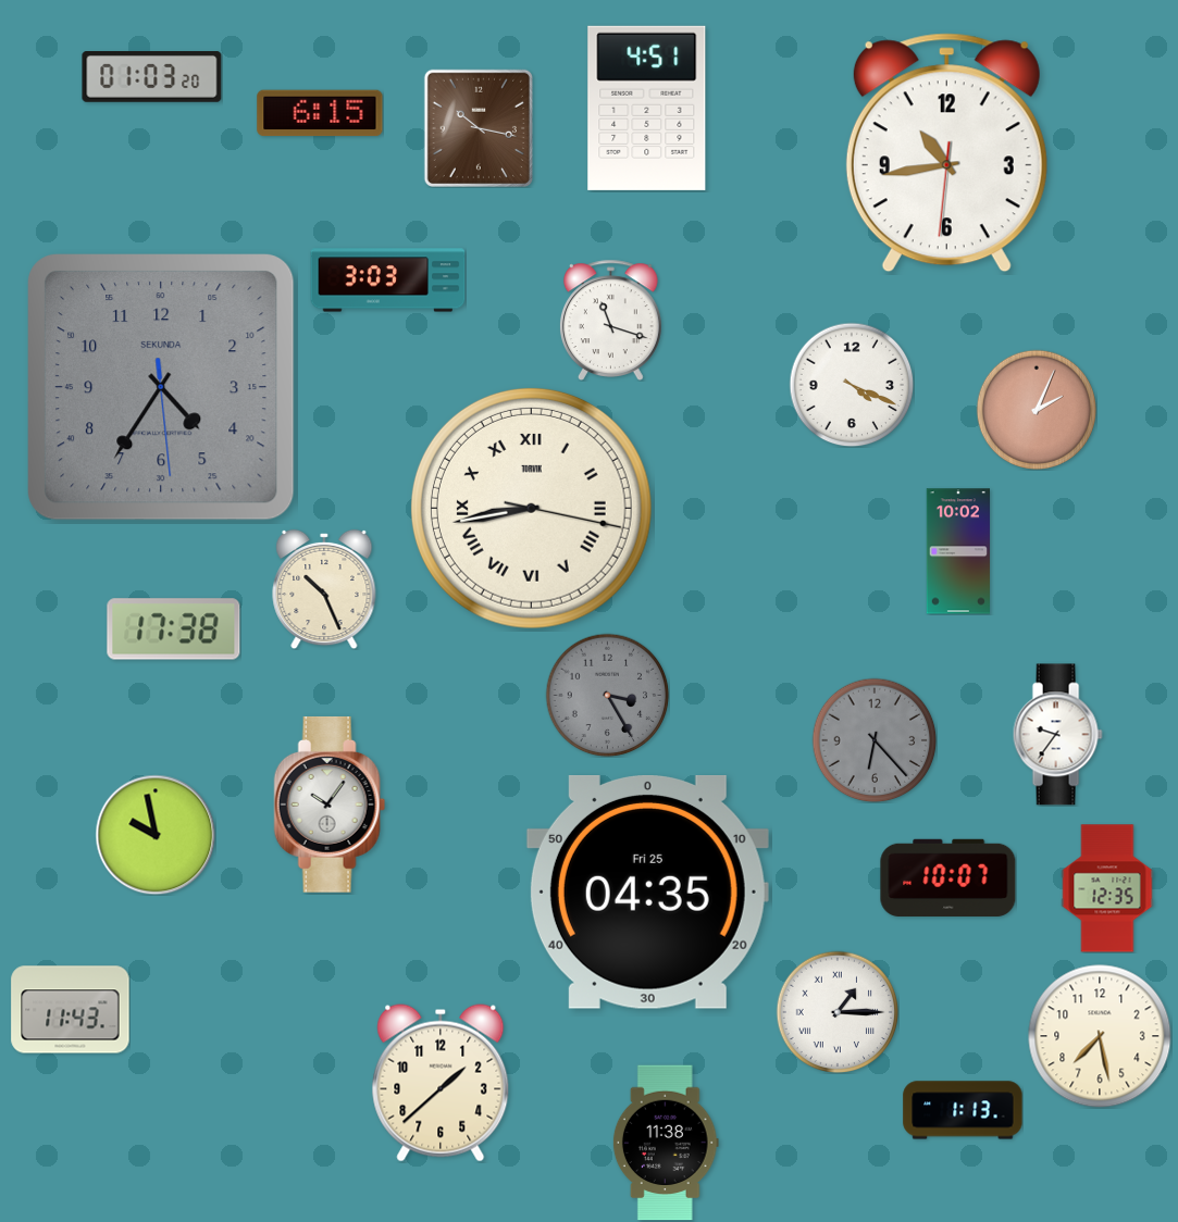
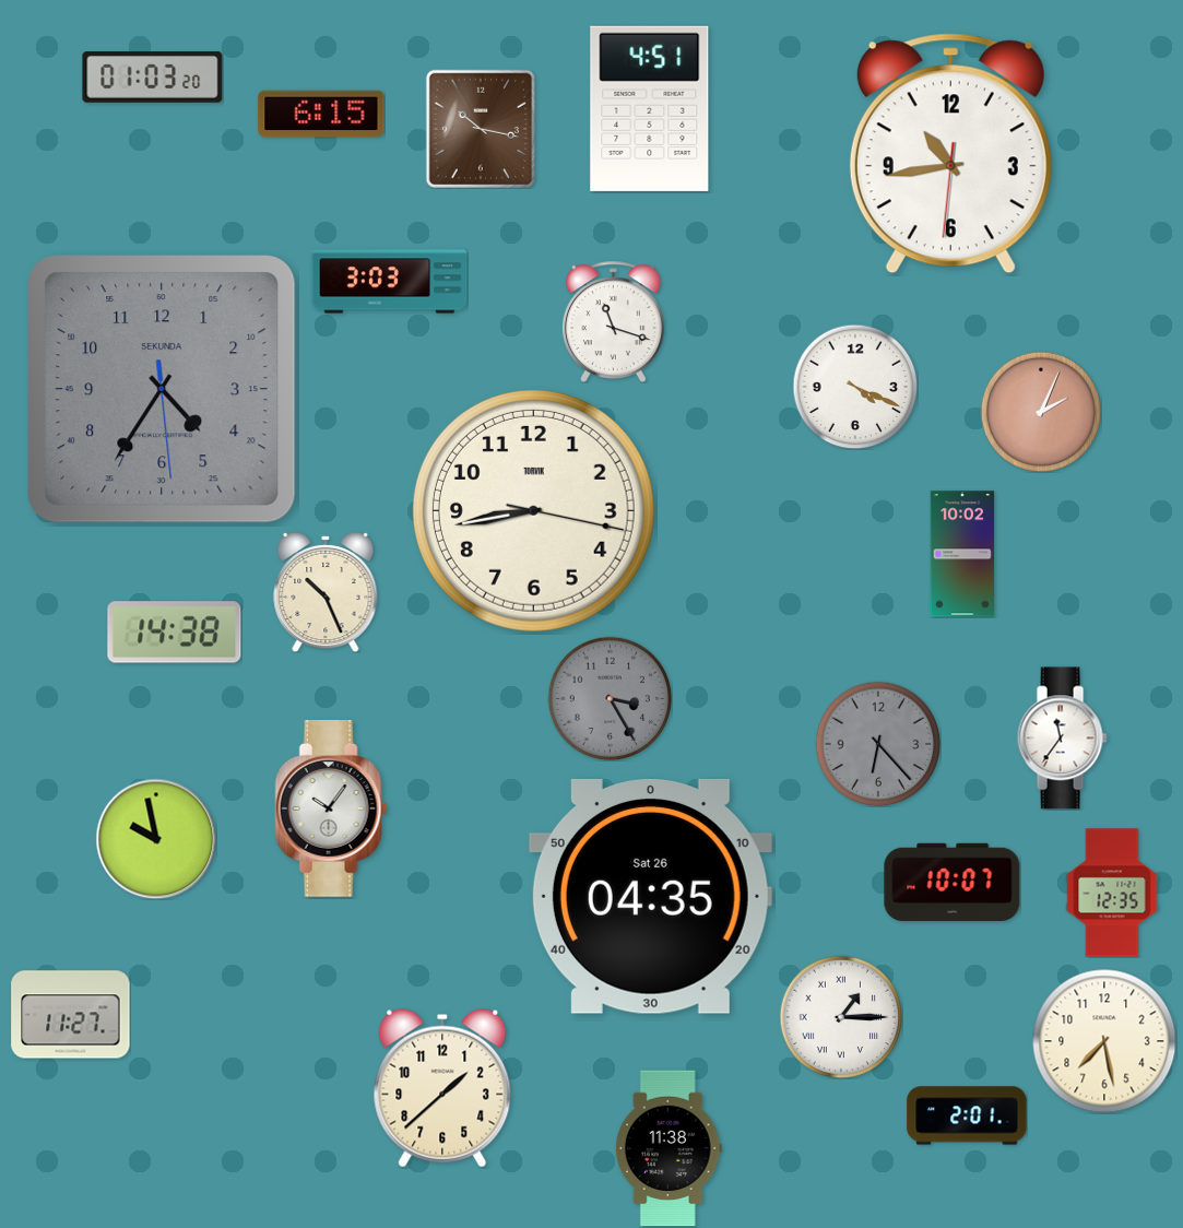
clock at (531, 508) numerals: Roman -> Arabic
clock at (174, 629): 17:38 -> 14:38
clock at (1057, 735): 9:36 -> 11:36
clock at (647, 893) date: Fri 25 -> Sat 26
clock at (71, 1010): 11:43 -> 11:27
clock at (963, 1110): 1:13 -> 2:01
